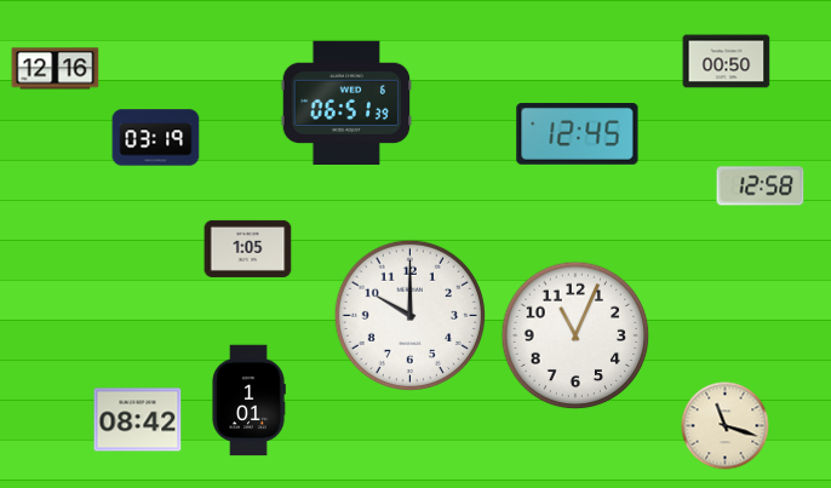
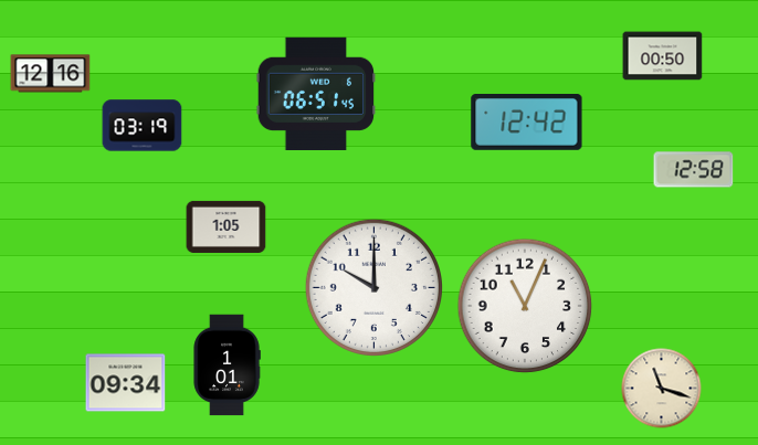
clock at (56, 69) position: (56, 69) -> (51, 74)
clock at (346, 102): 06:51:39 -> 06:51:45
clock at (578, 134): 12:45 -> 12:42
clock at (138, 420): 08:42 -> 09:34
